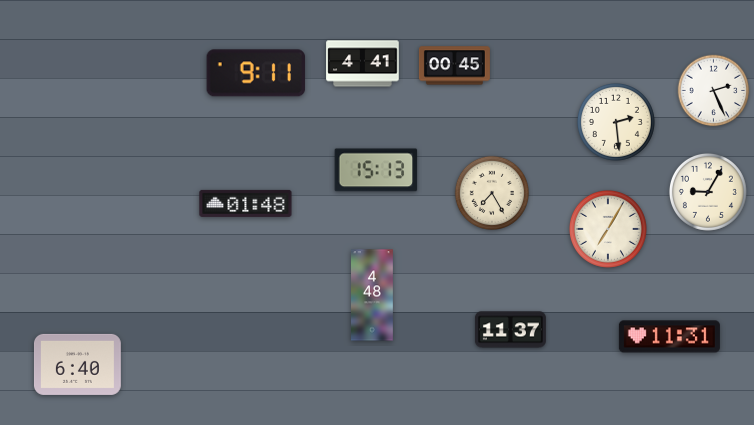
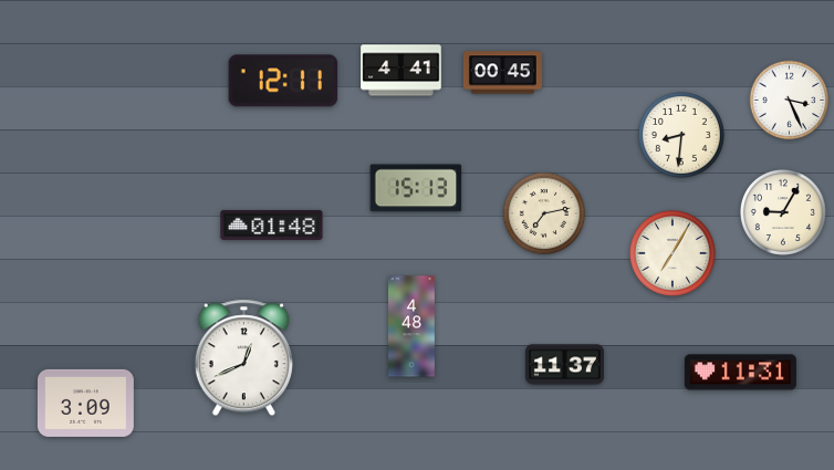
clock at (256, 73): 9:11 -> 12:11
clock at (714, 91): 2:26 -> 3:26
clock at (616, 122): 2:29 -> 8:31
clock at (491, 192): 7:25 -> 7:13
clock at (243, 358): none -> 12:41
clock at (77, 364): 6:40 -> 3:09
